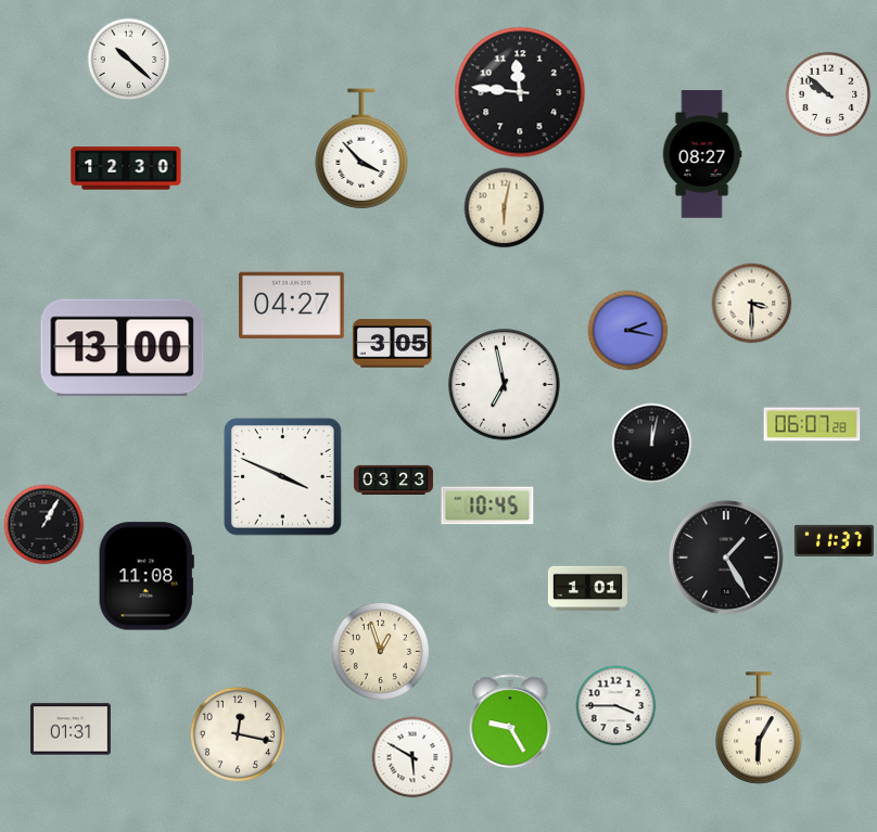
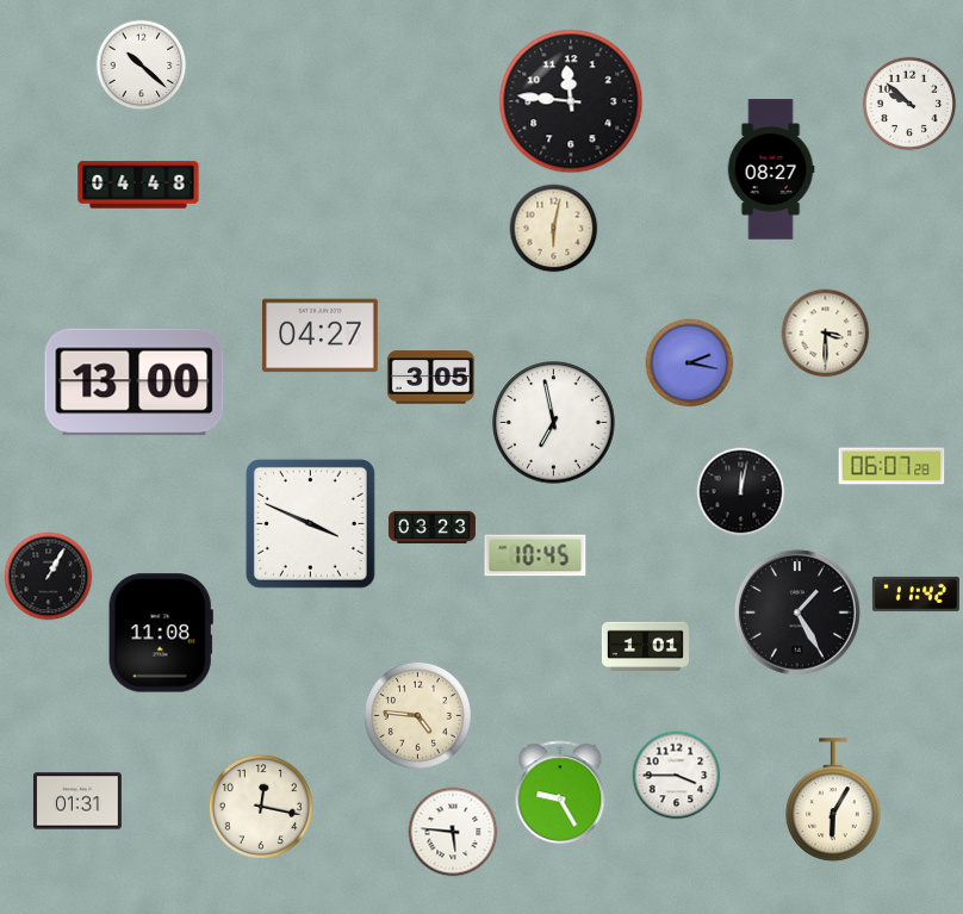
clock at (361, 149): 3:53 -> none
clock at (126, 168): 12:30 -> 04:48
clock at (652, 444) position: (652, 444) -> (741, 492)
clock at (834, 540): 11:37 -> 11:42
clock at (380, 651): 12:57 -> 4:46
clock at (412, 757): 5:50 -> 5:46
